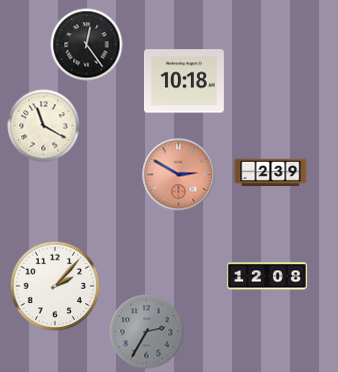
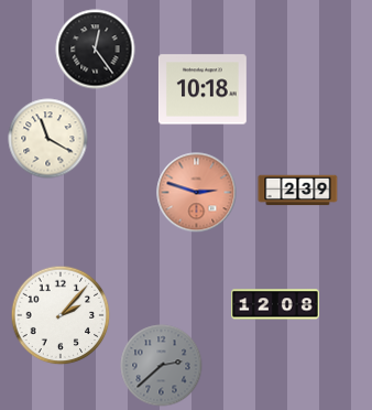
clock at (179, 175): 2:50 -> 2:48
clock at (267, 276) position: (267, 276) -> (275, 304)
clock at (147, 332): 2:35 -> 2:38
